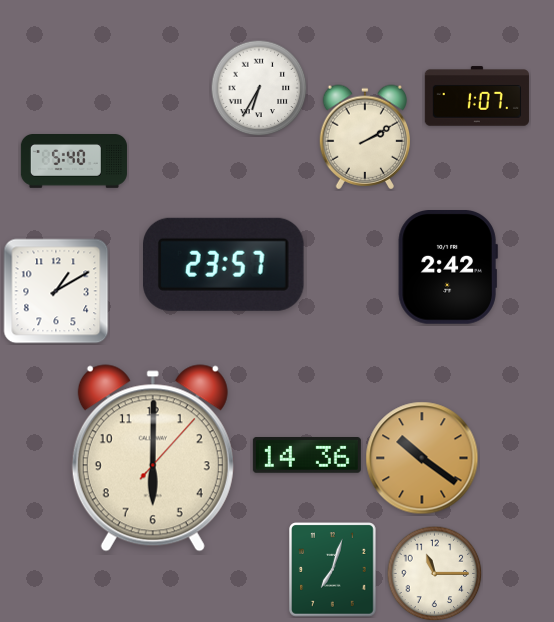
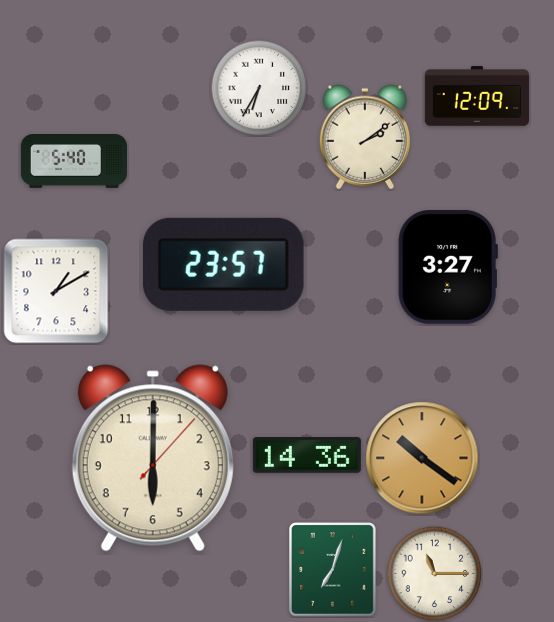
clock at (477, 96): 1:07 -> 12:09
clock at (364, 137): 2:10 -> 2:09
clock at (448, 268): 2:42 -> 3:27
